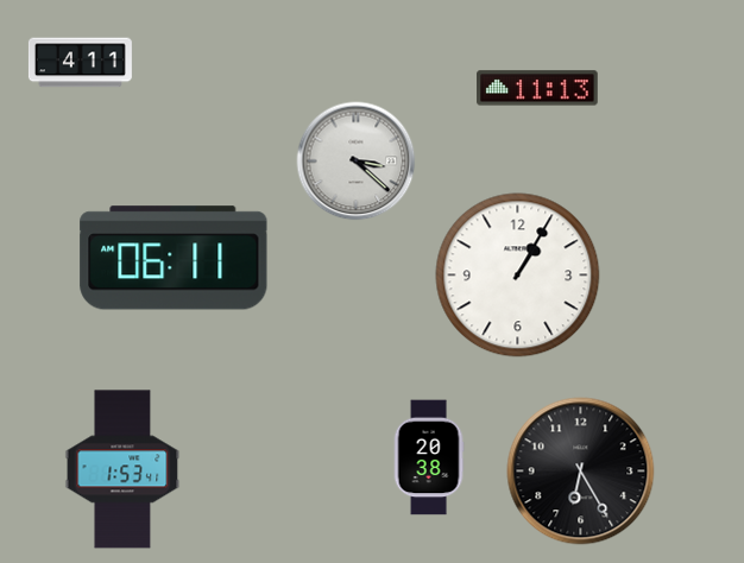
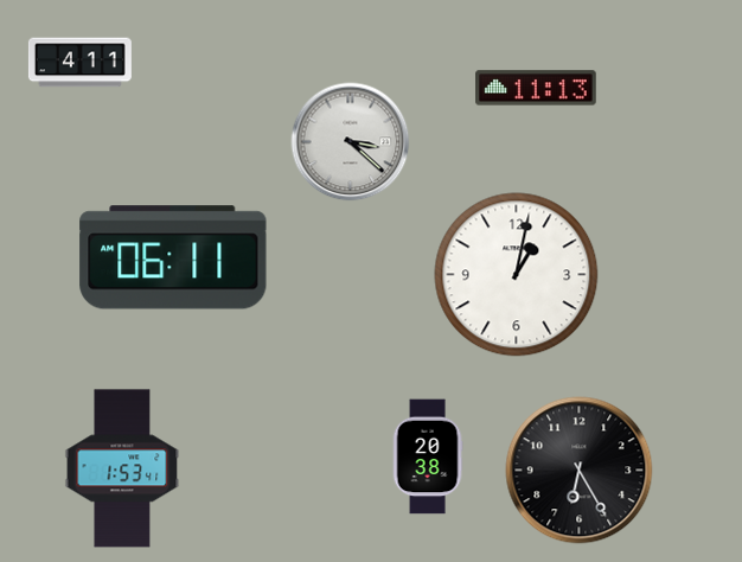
clock at (357, 162) position: (357, 162) -> (351, 142)
clock at (518, 276): 1:05 -> 1:02
